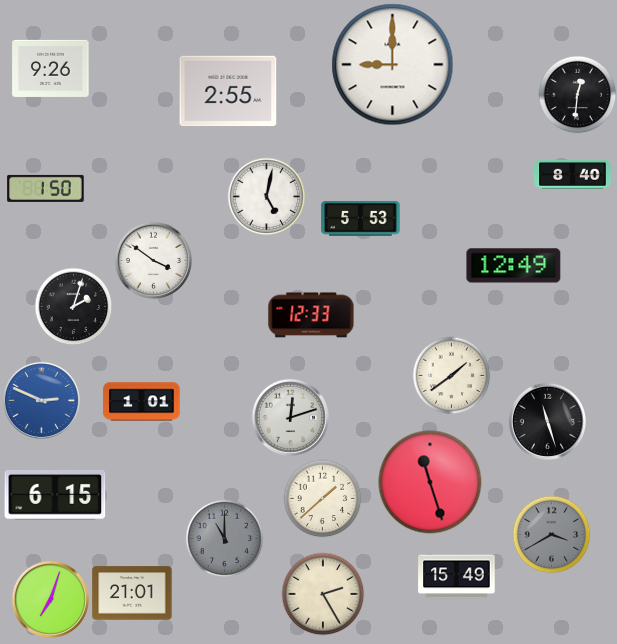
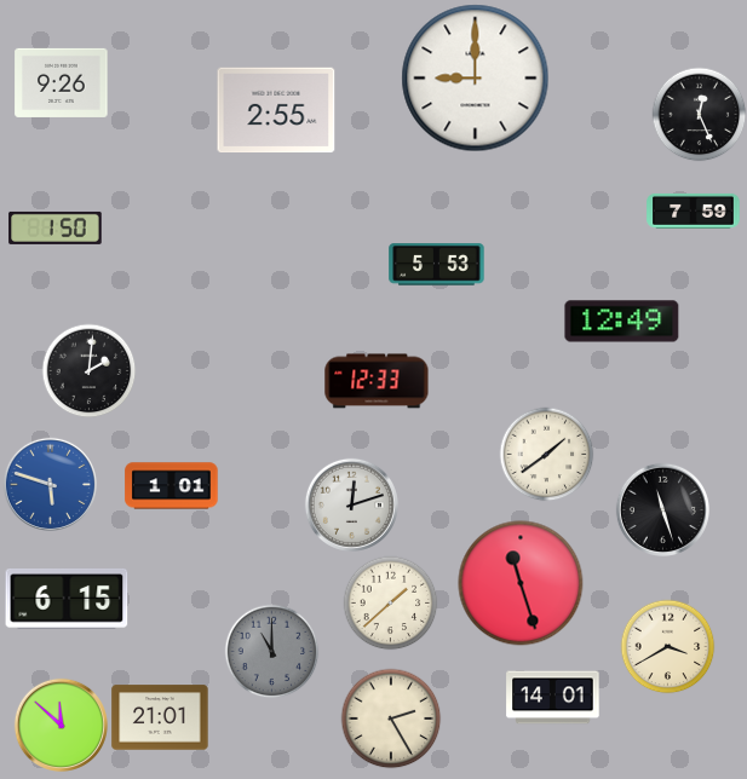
clock at (577, 94): 12:31 -> 12:26
clock at (573, 174): 8:40 -> 7:59
clock at (266, 196): 5:02 -> none
clock at (153, 260): 3:51 -> none
clock at (73, 306): 2:03 -> 2:01
clock at (41, 400): 2:49 -> 5:48
clock at (551, 534) dial: grey -> cream
clock at (457, 577): 15:49 -> 14:01
clock at (50, 599): 7:03 -> 11:52
